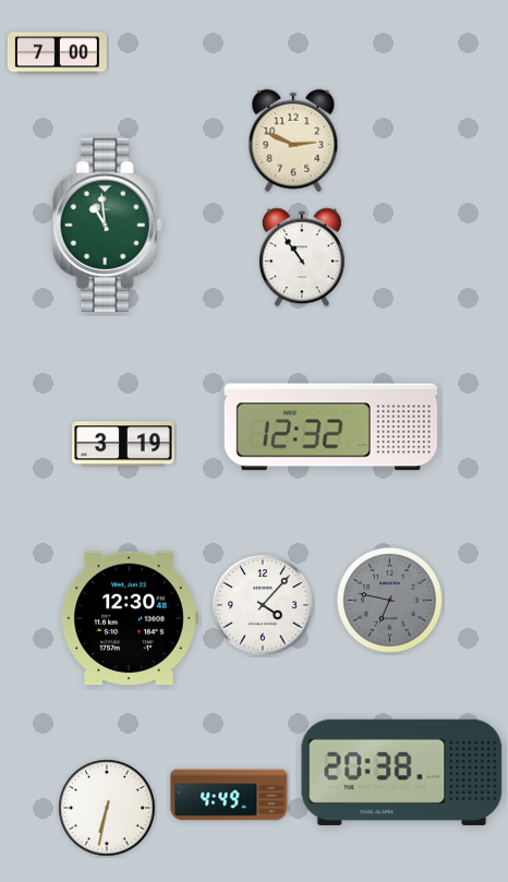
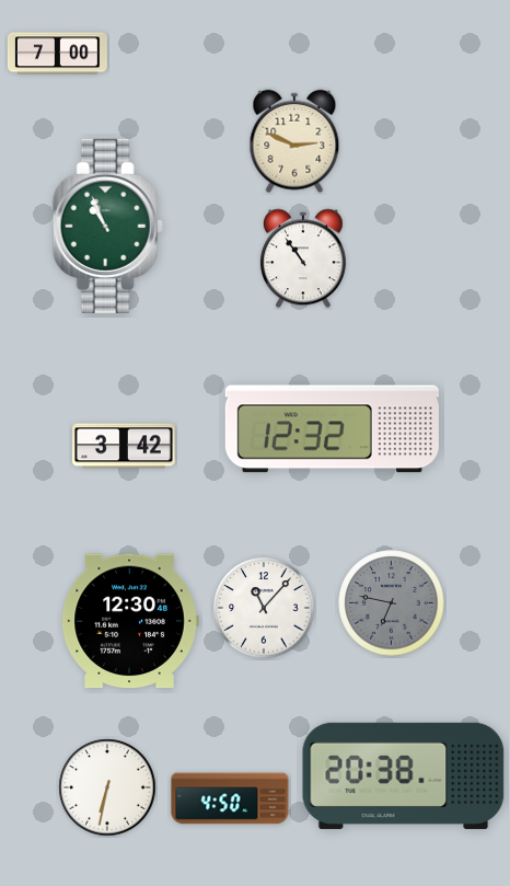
clock at (107, 225): 10:59 -> 10:56
clock at (123, 444): 3:19 -> 3:42
clock at (263, 605): 4:07 -> 11:07
clock at (229, 795): 4:49 -> 4:50
clock at (107, 808) position: (107, 808) -> (107, 787)
